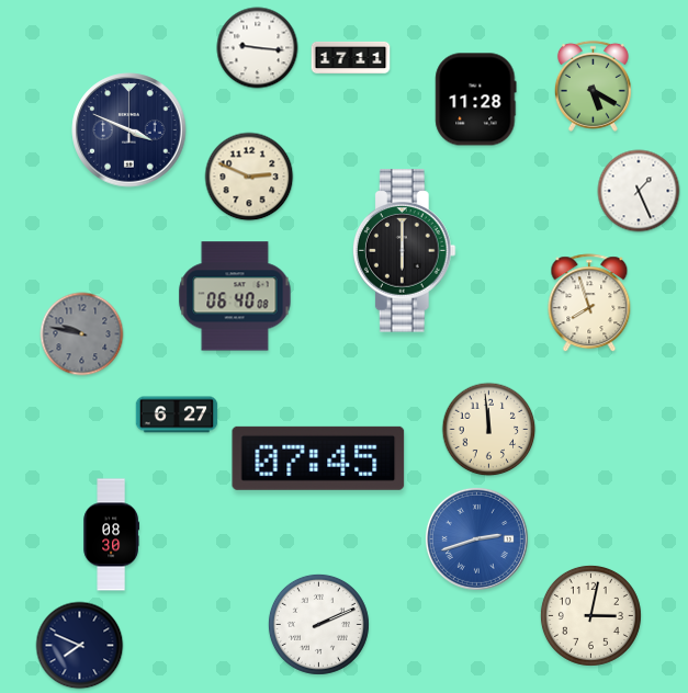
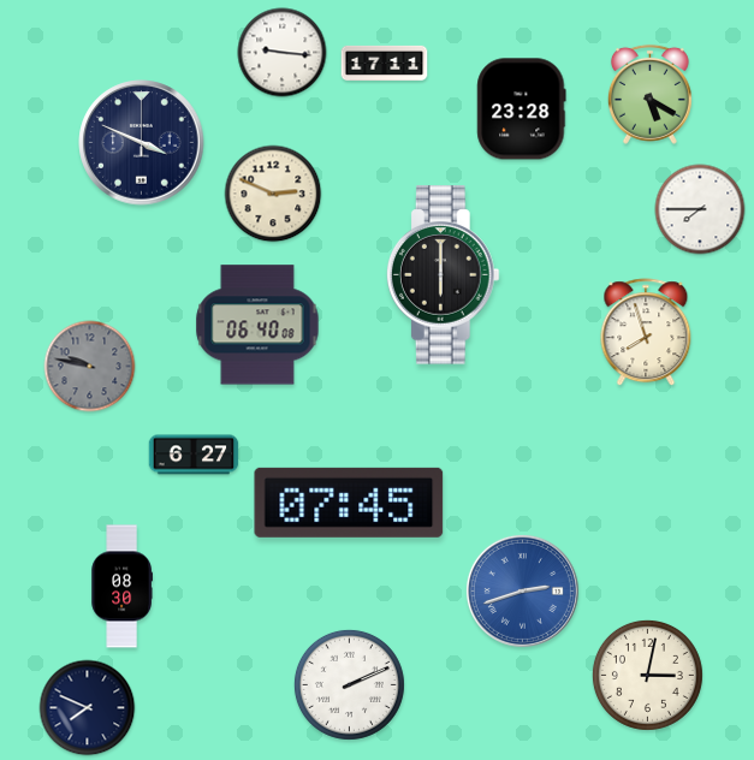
clock at (476, 100): 11:28 -> 23:28
clock at (639, 191): 1:26 -> 7:45
clock at (489, 430): 11:59 -> none
